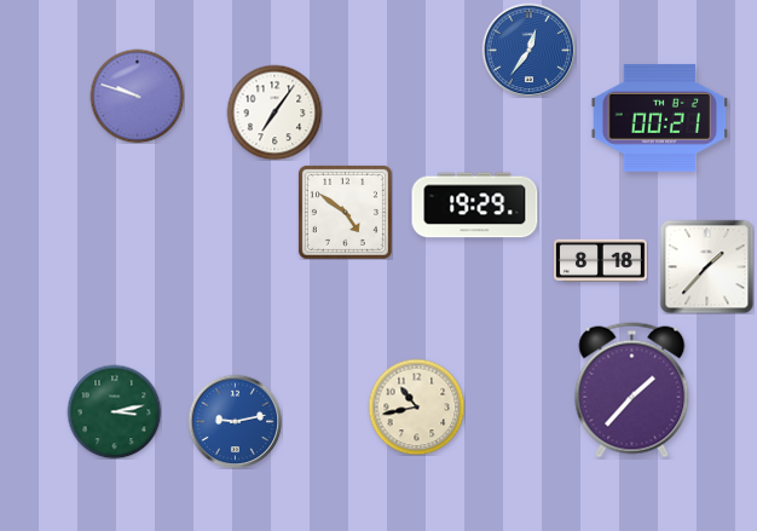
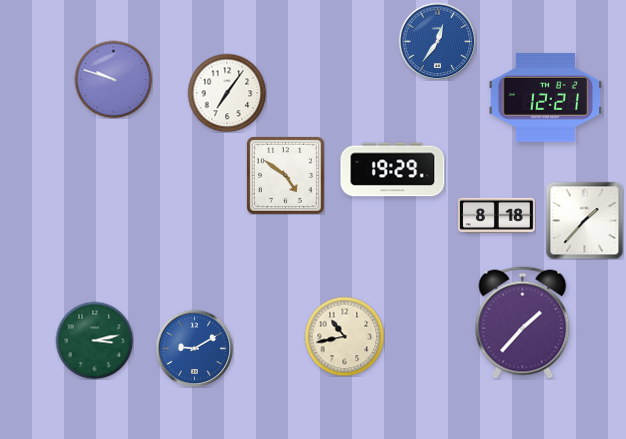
clock at (660, 117): 00:21 -> 12:21
clock at (235, 421): 9:13 -> 9:10
